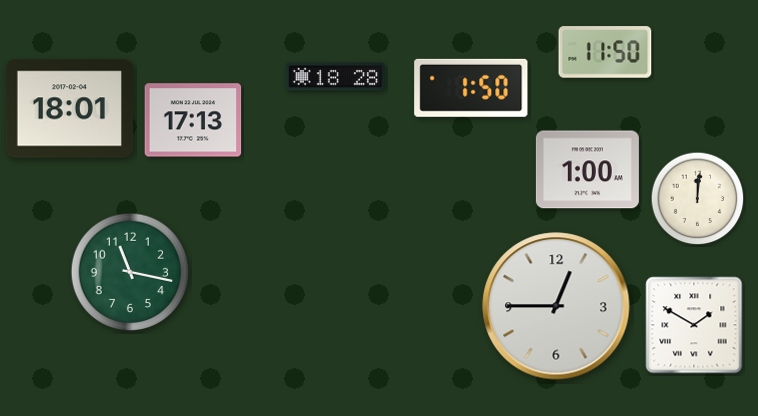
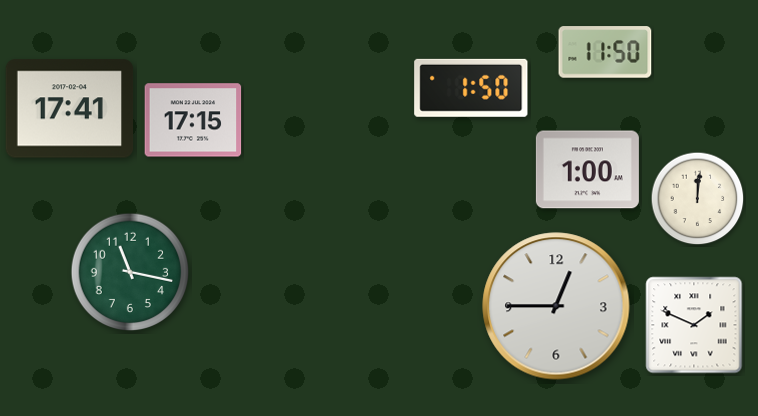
clock at (336, 77): 18:28 -> none
clock at (70, 109): 18:01 -> 17:41
clock at (193, 120): 17:13 -> 17:15
clock at (694, 325): 1:50 -> 1:49
